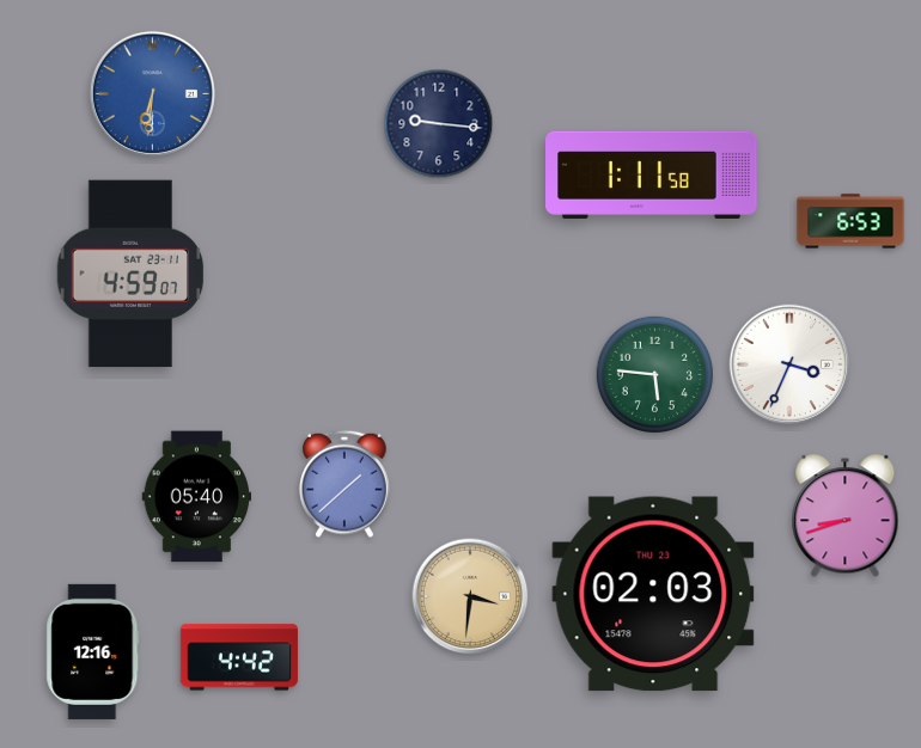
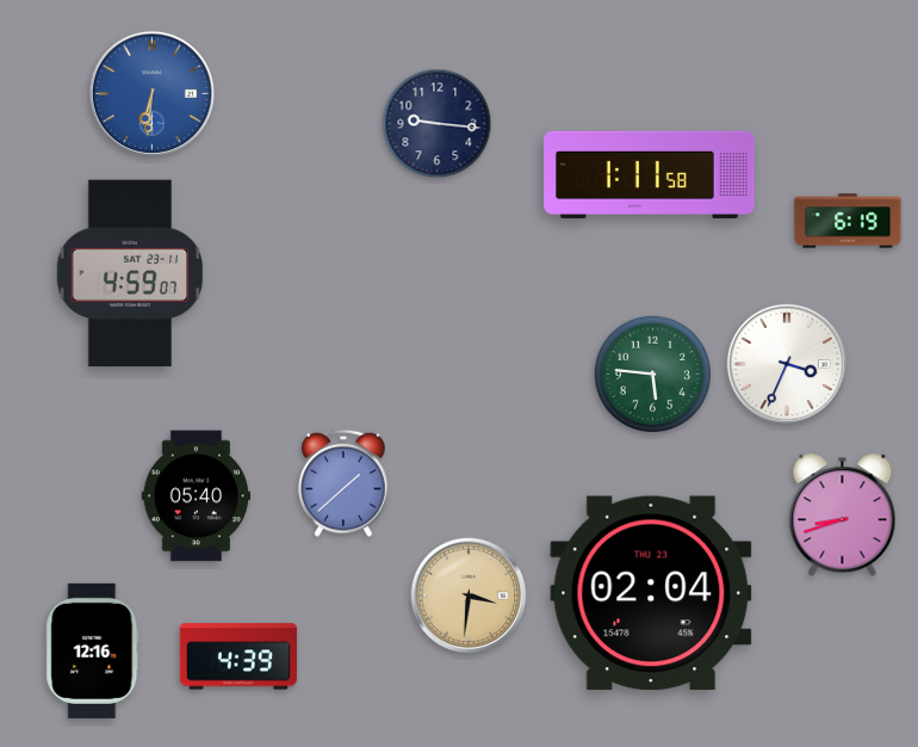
clock at (850, 221): 6:53 -> 6:19
clock at (653, 594): 02:03 -> 02:04
clock at (239, 657): 4:42 -> 4:39
